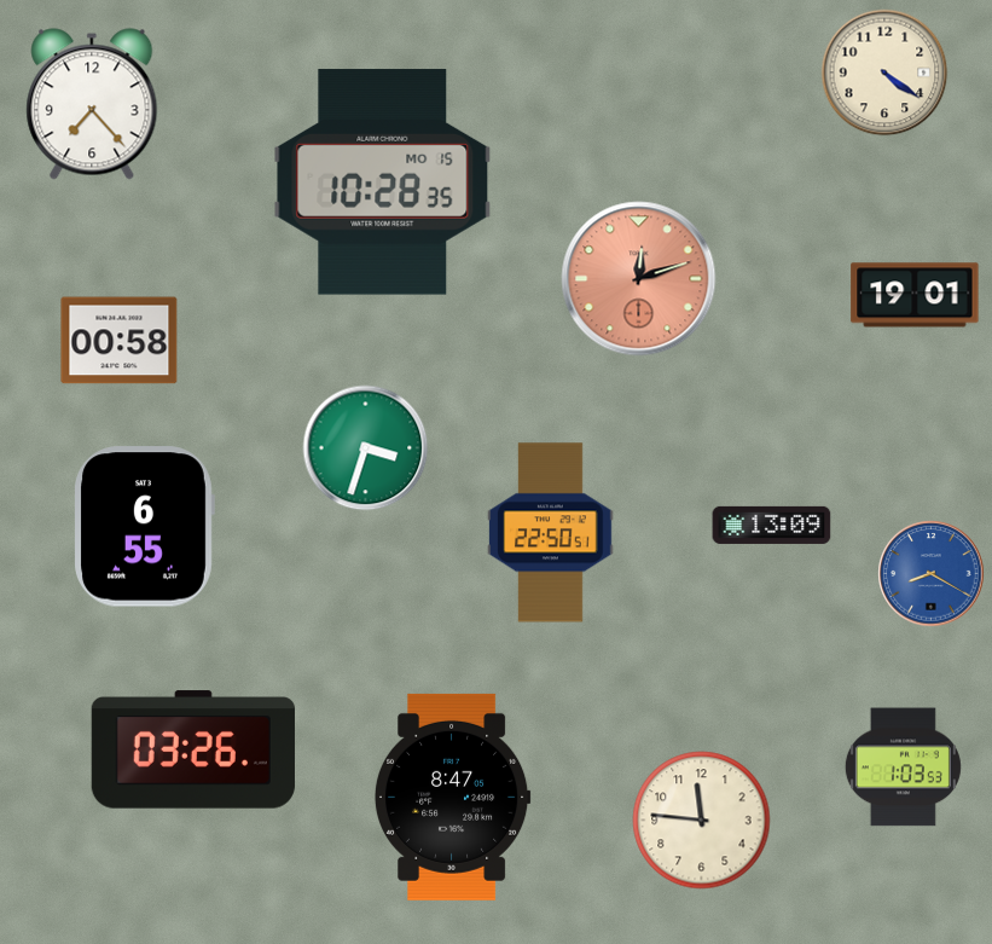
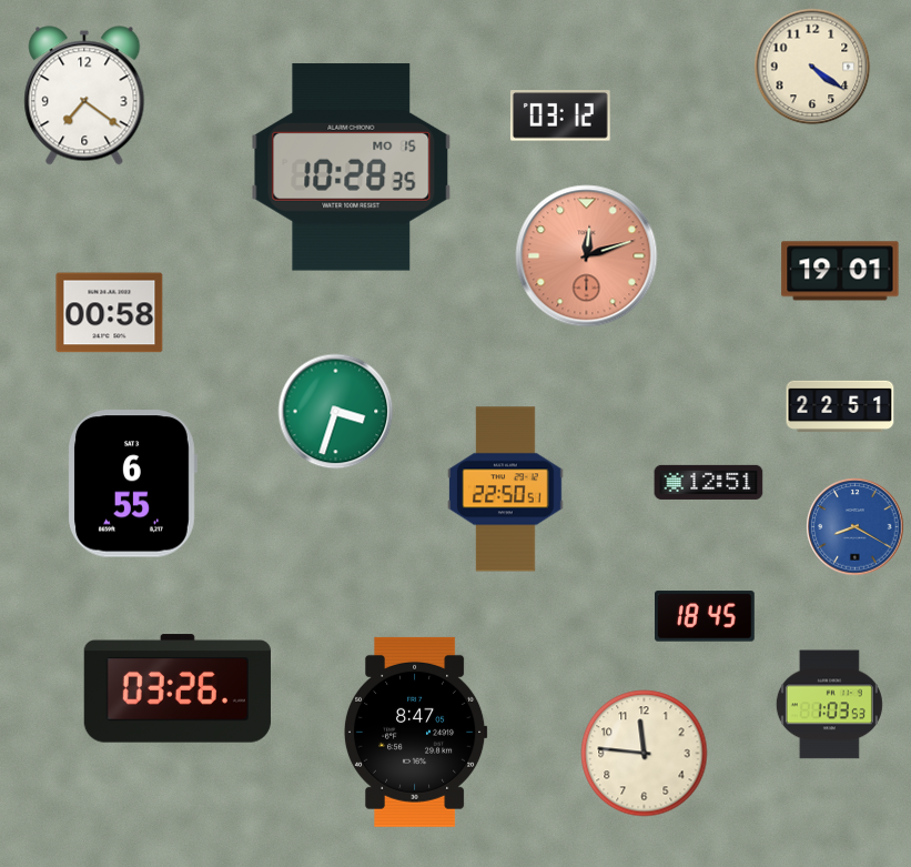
clock at (92, 104): 7:23 -> 7:21
clock at (560, 115): none -> 03:12
clock at (840, 405): none -> 22:51
clock at (772, 525): 13:09 -> 12:51
clock at (706, 616): none -> 18:45
